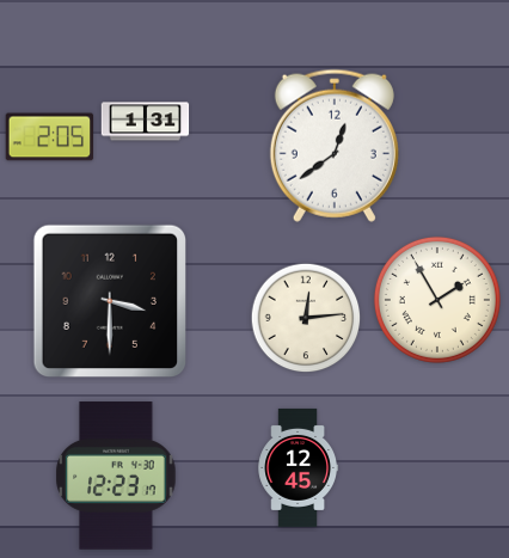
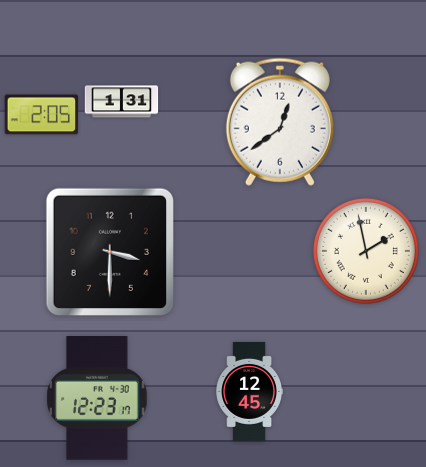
clock at (109, 300) position: (109, 300) -> (109, 251)
clock at (437, 300): 1:55 -> 1:58
clock at (306, 318): 12:14 -> none
